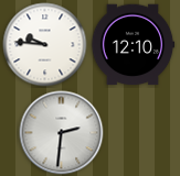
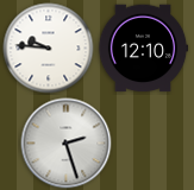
clock at (62, 133): 2:31 -> 2:27
